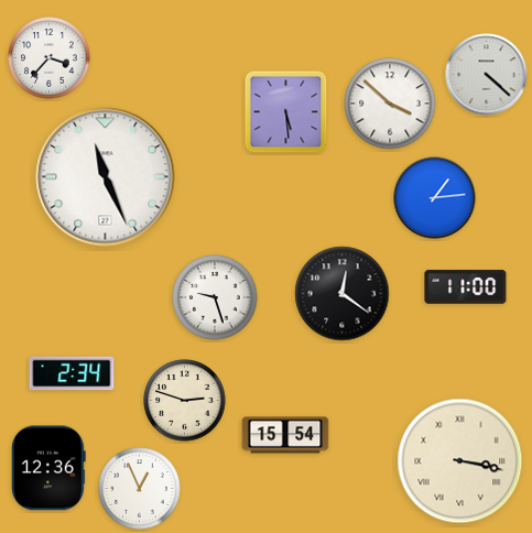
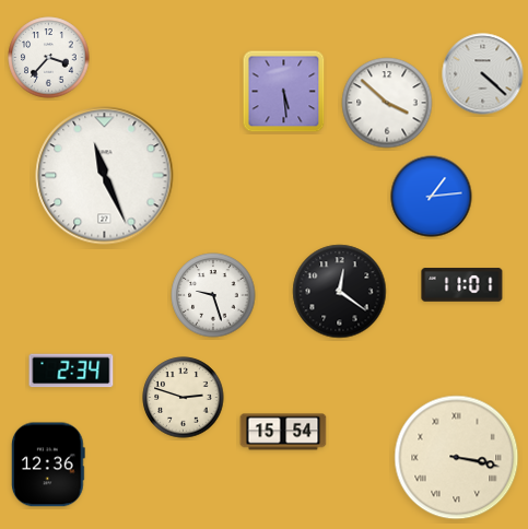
clock at (286, 112) position: (286, 112) -> (284, 92)
clock at (466, 287): 11:00 -> 11:01
clock at (140, 489): 12:56 -> none
